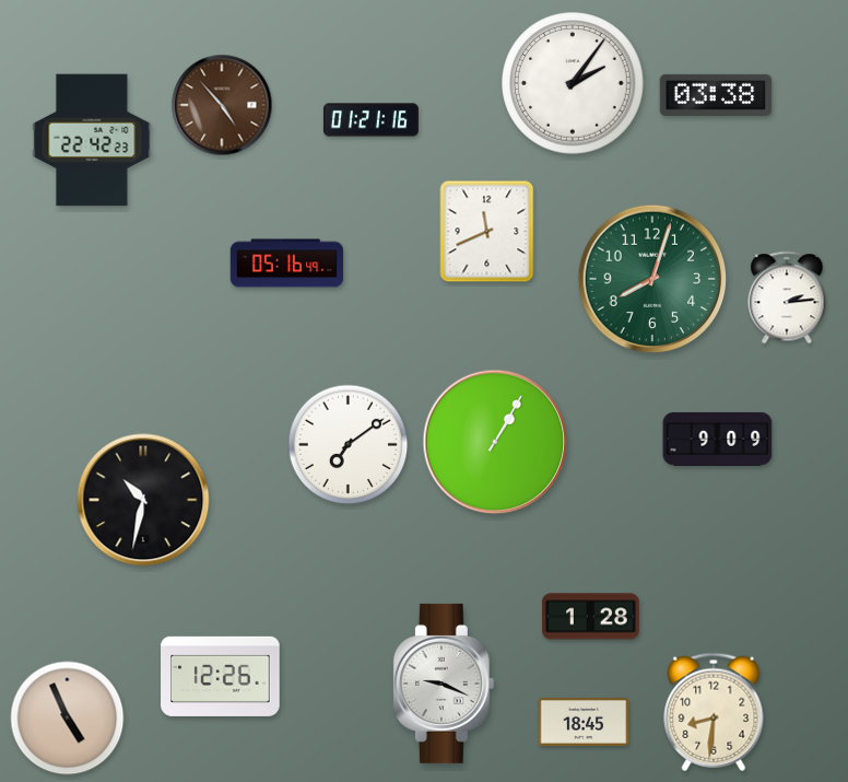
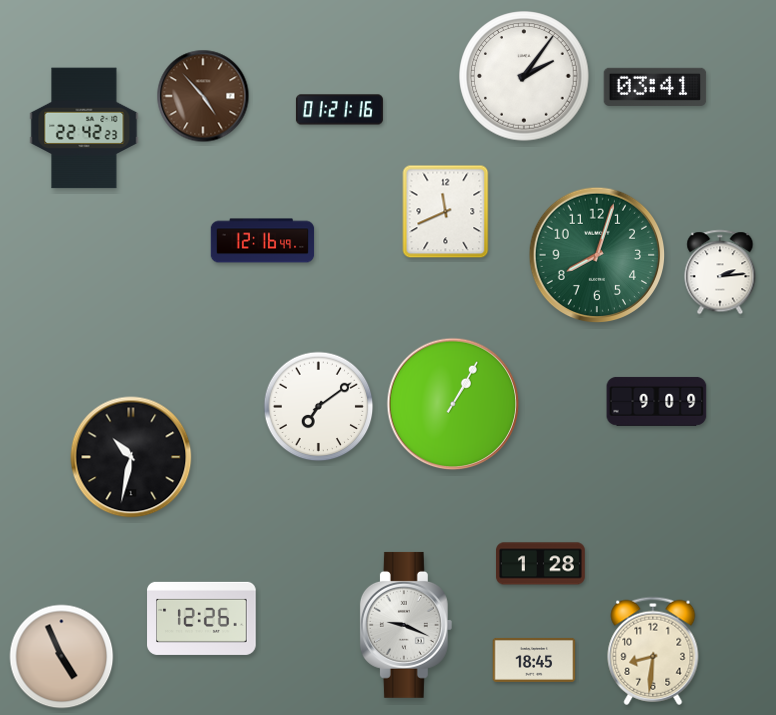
clock at (716, 95): 03:38 -> 03:41
clock at (287, 264): 05:16 -> 12:16
